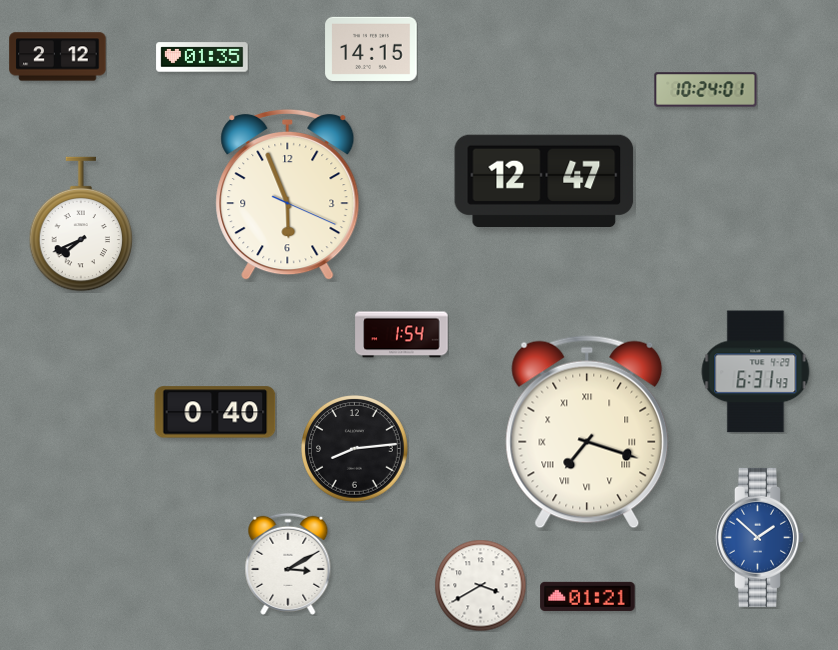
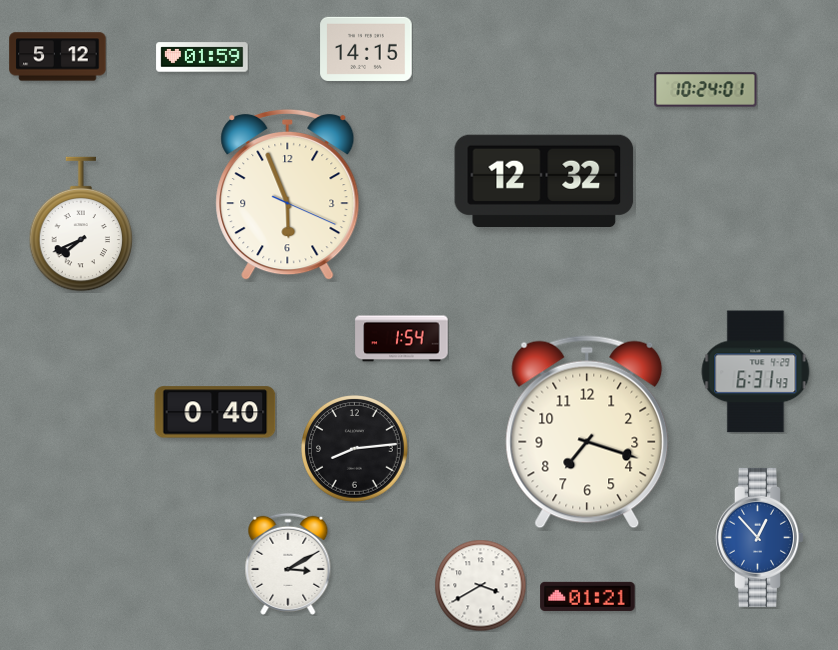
clock at (371, 49) position: (371, 49) -> (366, 49)
clock at (58, 57): 2:12 -> 5:12
clock at (202, 57): 01:35 -> 01:59
clock at (544, 180): 12:47 -> 12:32
clock at (402, 335) position: (402, 335) -> (402, 339)
clock at (587, 432) numerals: Roman -> Arabic
clock at (759, 537): 1:52 -> 12:53
